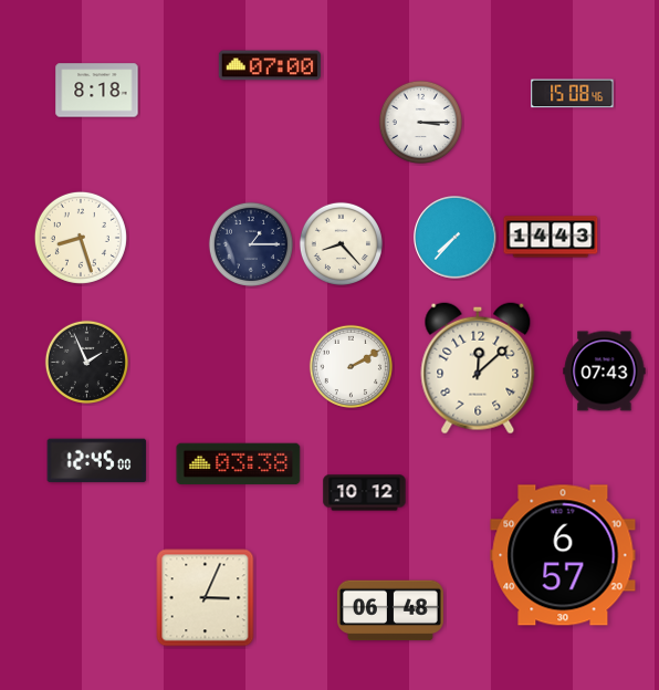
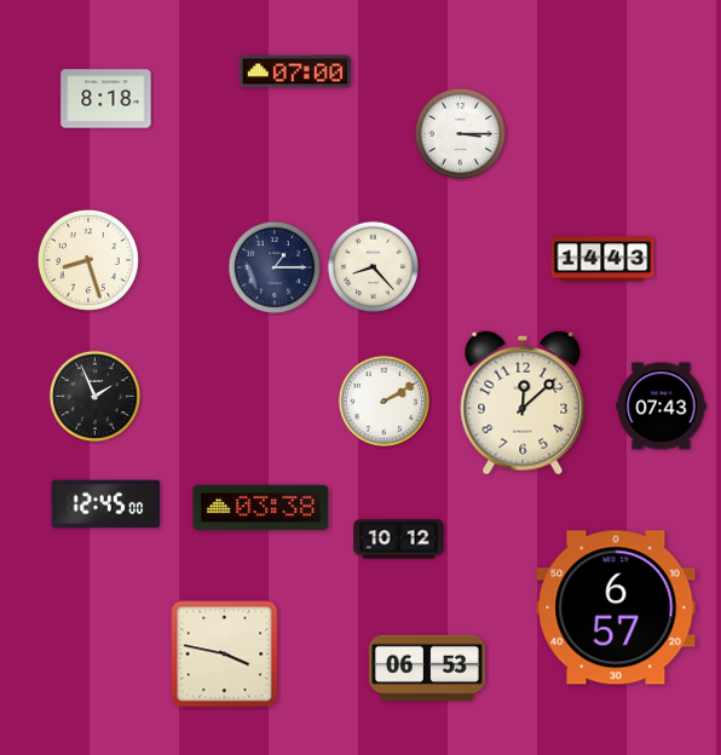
clock at (573, 94): 15:08 -> none
clock at (456, 238): 7:37 -> none
clock at (206, 598): 3:04 -> 3:47
clock at (390, 610): 06:48 -> 06:53
